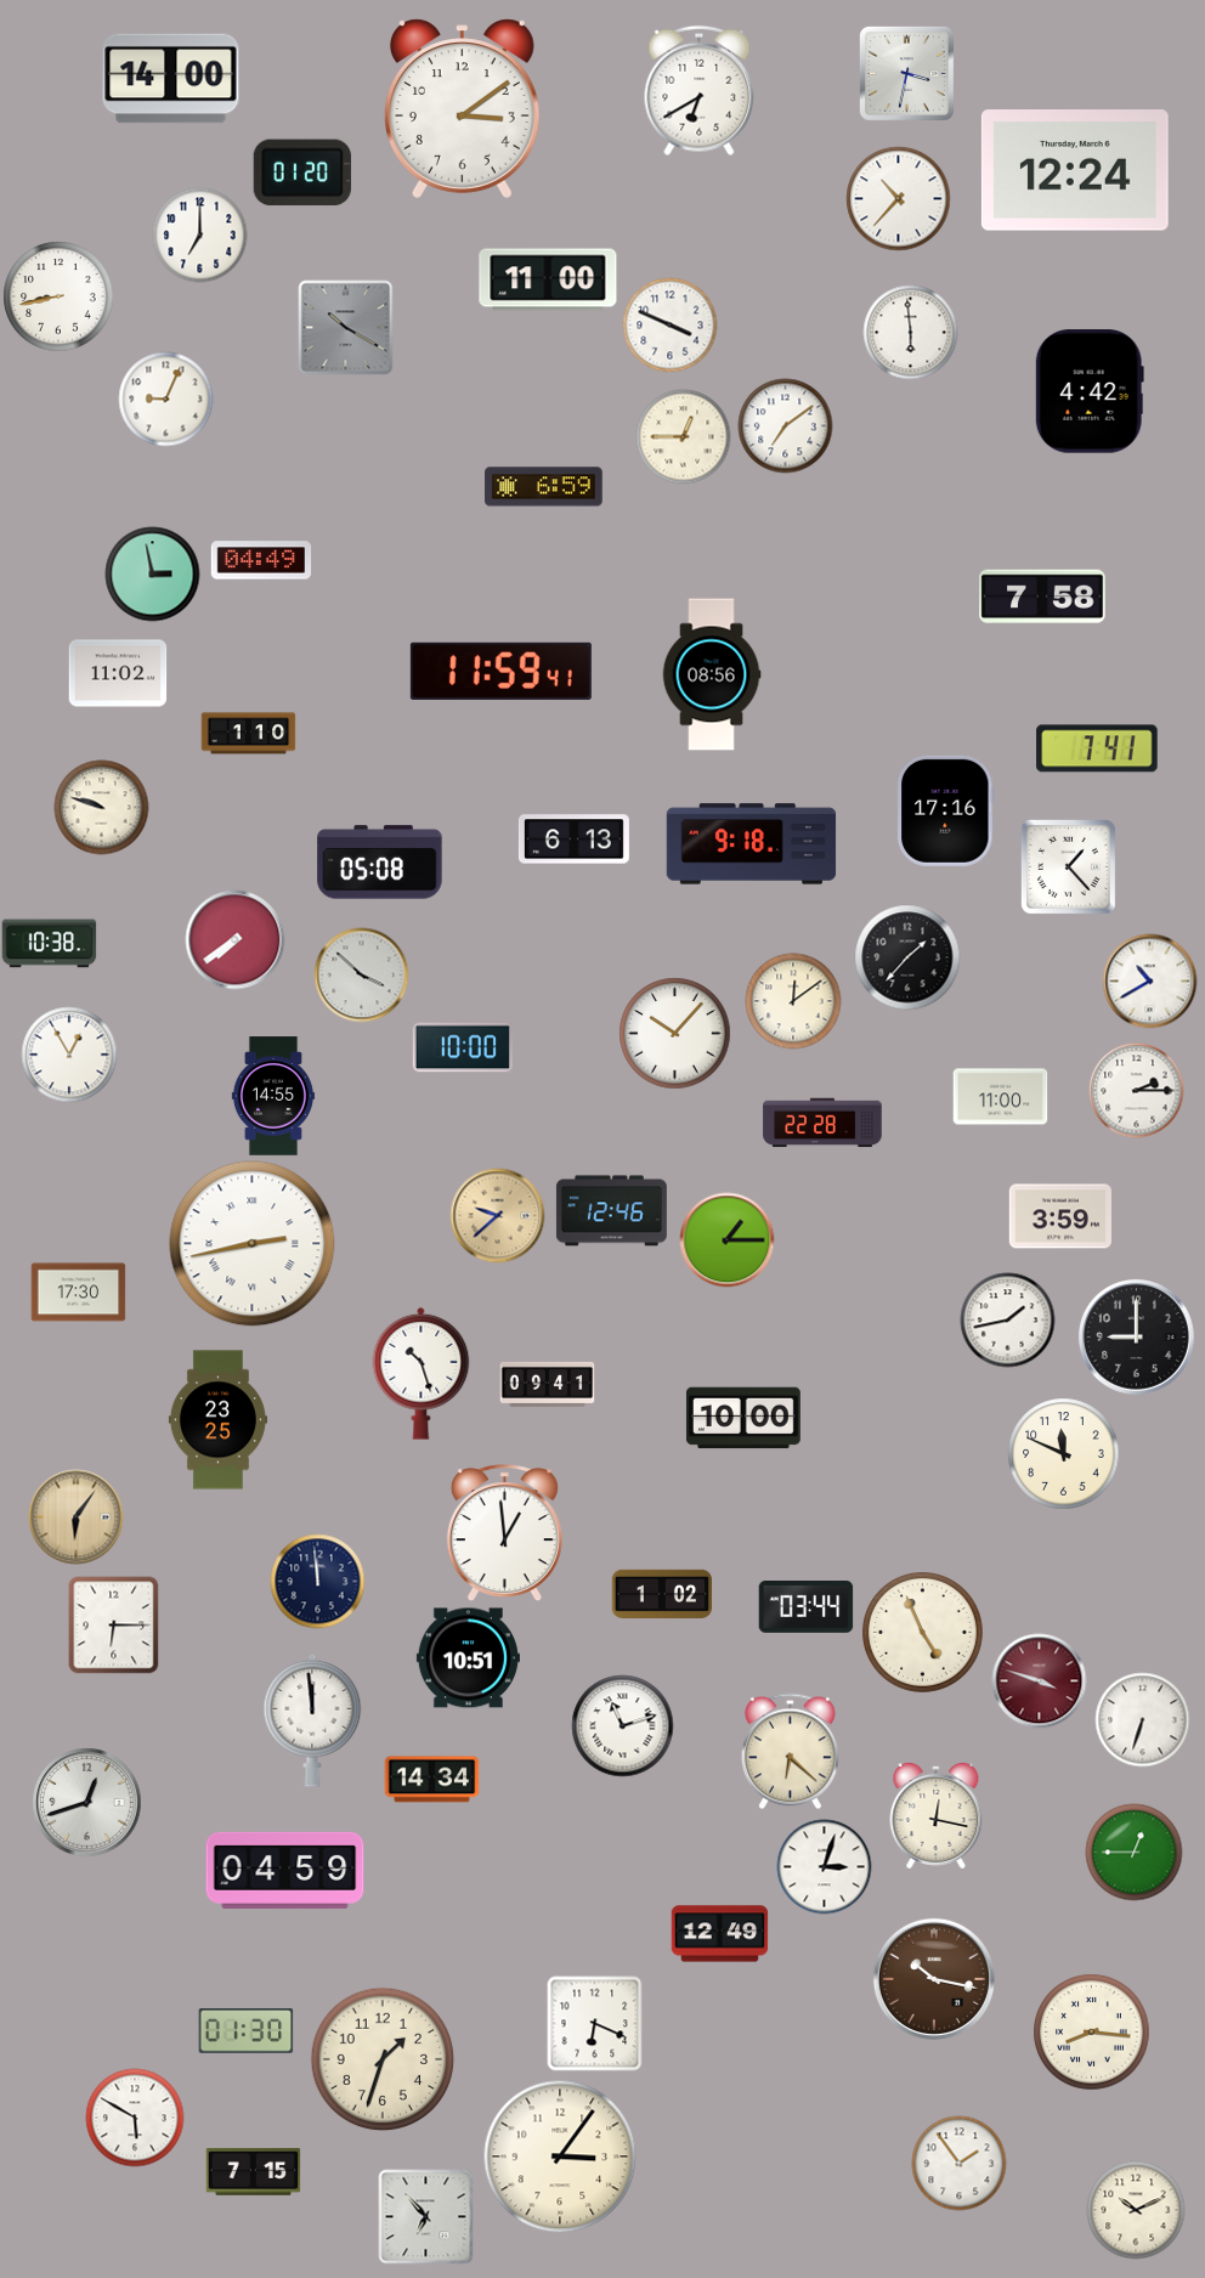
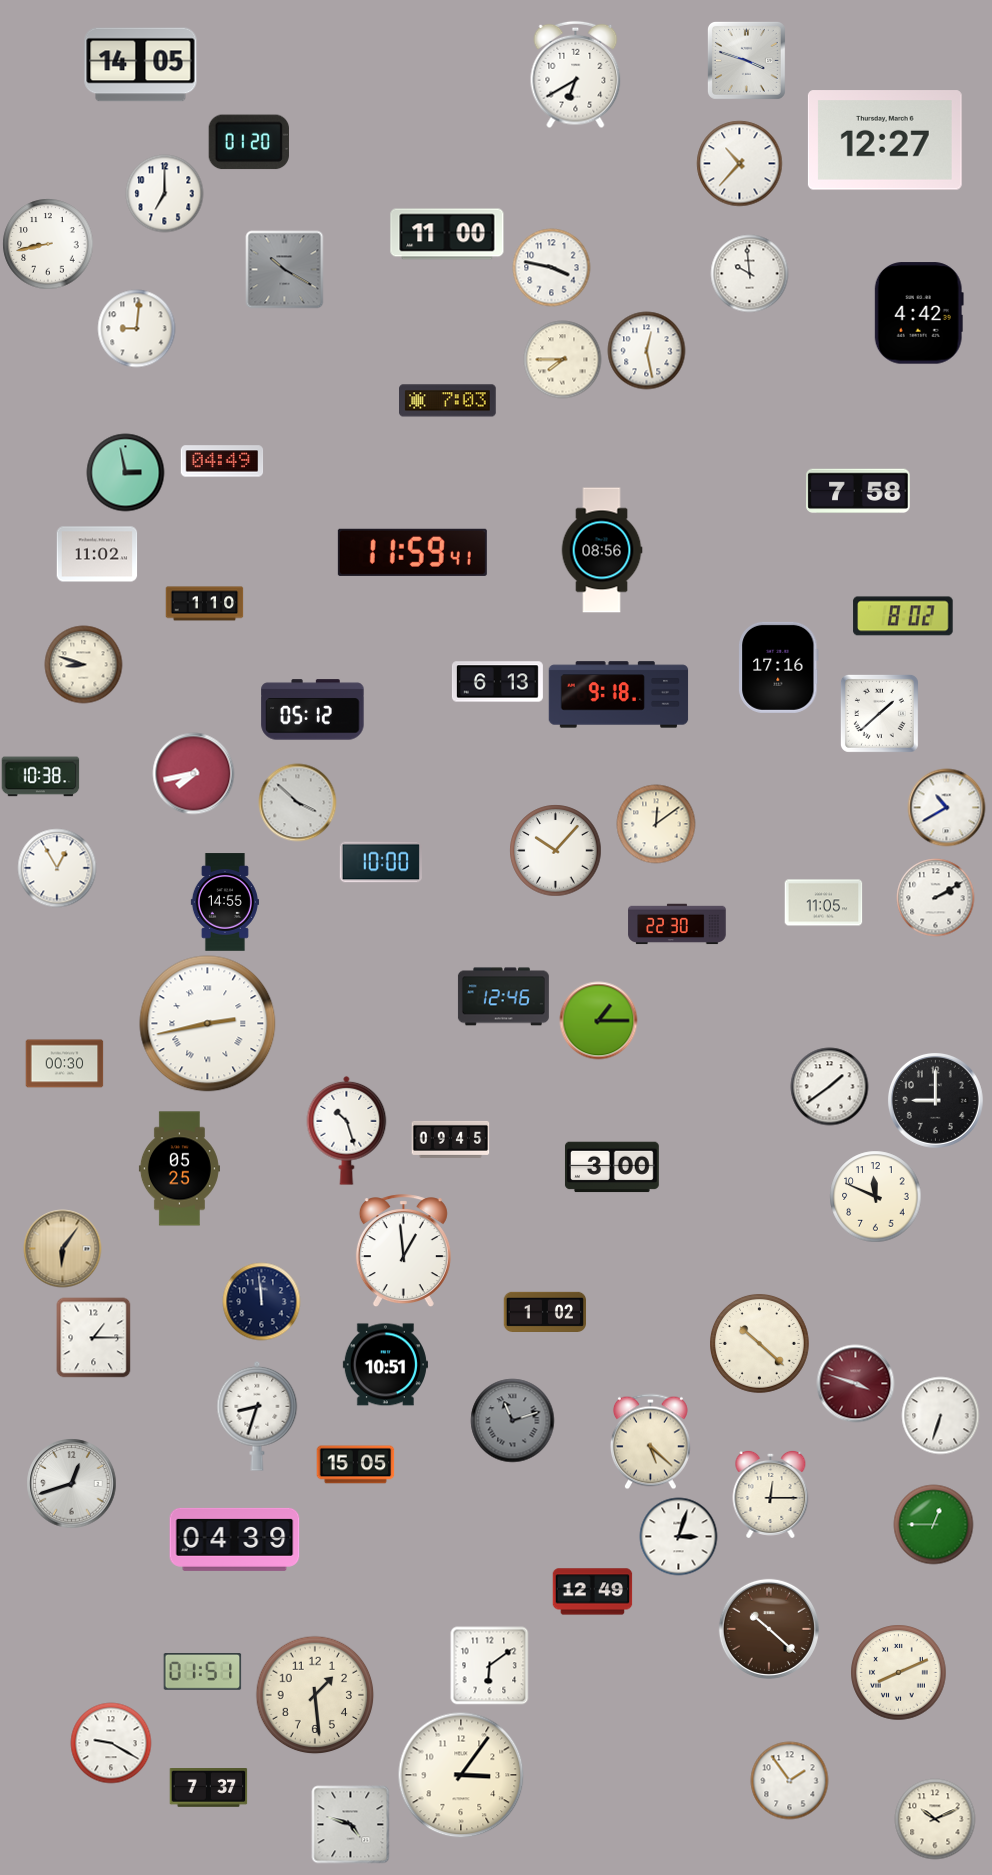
clock at (906, 73): 3:32 -> 3:48
clock at (171, 79): 14:00 -> 14:05
clock at (462, 109): 3:09 -> none
clock at (1075, 170): 12:24 -> 12:27
clock at (548, 279) position: (548, 279) -> (447, 234)
clock at (669, 324): 3:49 -> 3:47
clock at (910, 332): 5:59 -> 9:59
clock at (1090, 391) position: (1090, 391) -> (919, 313)
clock at (165, 398): 9:04 -> 9:01
clock at (785, 425): 7:09 -> 12:28
clock at (683, 436): 12:45 -> 7:45
clock at (544, 487): 6:59 -> 7:03
clock at (261, 560) position: (261, 560) -> (222, 461)
clock at (712, 674) position: (712, 674) -> (602, 550)
clock at (1097, 748): 7:41 -> 8:02
clock at (101, 807): 9:48 -> 8:48
clock at (573, 840) position: (573, 840) -> (497, 682)
clock at (380, 863): 05:08 -> 05:12
clock at (1068, 866): 1:23 -> 1:38
clock at (234, 939): 7:39 -> 7:43
clock at (907, 957): 1:37 -> none
clock at (793, 1001) position: (793, 1001) -> (656, 824)
clock at (1136, 1090): 2:15 -> 2:10
clock at (1000, 1097): 11:00 -> 11:05
clock at (822, 1123): 22:28 -> 22:30
clock at (497, 1215): 9:38 -> none
clock at (1060, 1216): 3:59 -> none
clock at (78, 1293): 17:30 -> 00:30
clock at (1007, 1319): 1:43 -> 1:39
clock at (547, 1384): 09:41 -> 09:45
clock at (743, 1418): 10:00 -> 3:00
clock at (217, 1420): 23:25 -> 05:25
clock at (504, 1533) position: (504, 1533) -> (403, 1251)
clock at (805, 1607): 03:44 -> none
clock at (114, 1624): 6:15 -> 1:15
clock at (923, 1633): 4:56 -> 10:22
clock at (312, 1720): 11:59 -> 8:33
clock at (622, 1725) dial: white -> grey
clock at (790, 1751): 6:22 -> 5:22
clock at (431, 1780): 14:34 -> 15:05
clock at (937, 1815): 12:17 -> 12:15
clock at (285, 1870): 04:59 -> 04:39
clock at (934, 1979): 10:17 -> 10:22
clock at (594, 2023): 6:19 -> 6:09
clock at (245, 2031): 01:30 -> 01:51
clock at (1091, 2031): 8:16 -> 8:11
clock at (383, 2059): 1:33 -> 1:29
clock at (135, 2118): 5:50 -> 9:20
clock at (253, 2172): 7:15 -> 7:37
clock at (425, 2216): 6:53 -> 4:48
